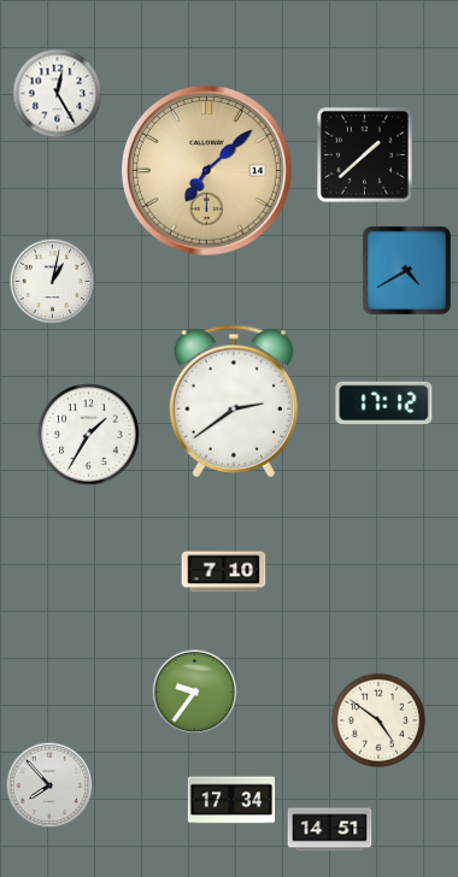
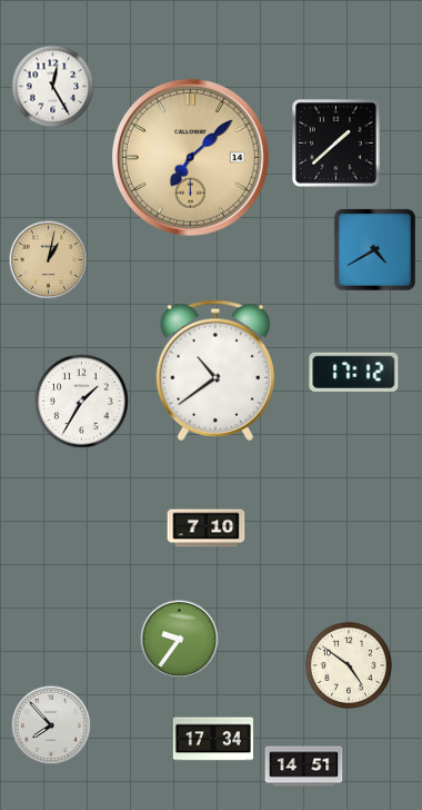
clock at (53, 282) dial: white -> champagne
clock at (233, 401): 2:39 -> 10:39
clock at (49, 785) position: (49, 785) -> (51, 725)
